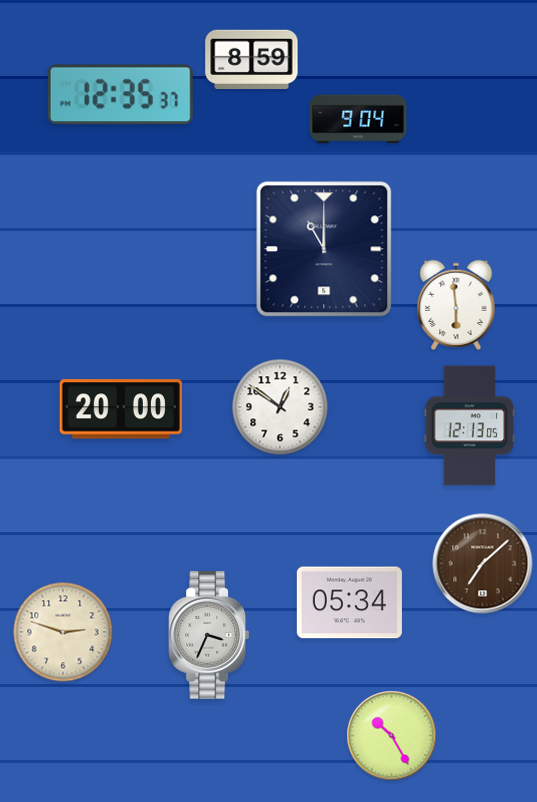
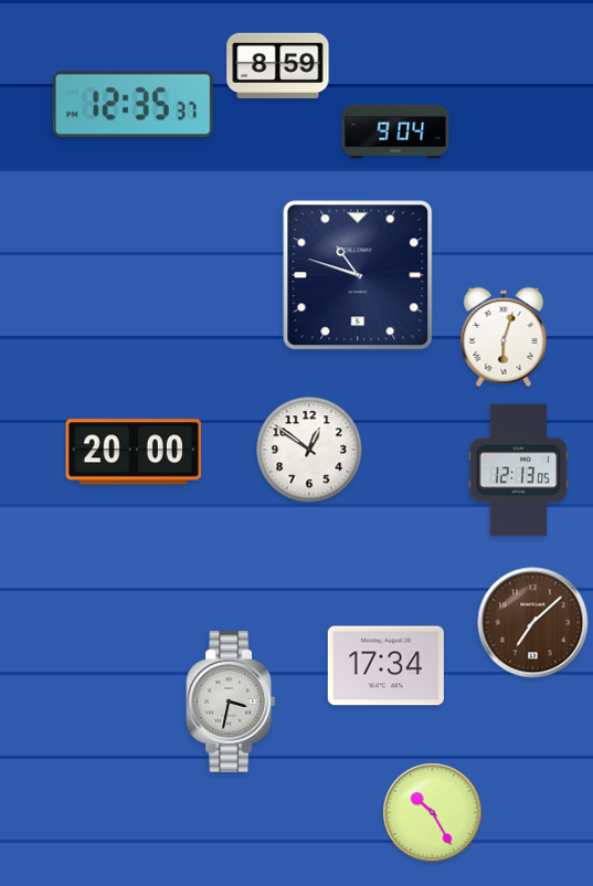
clock at (324, 249): 11:00 -> 10:48
clock at (456, 305): 5:59 -> 6:03
clock at (349, 603): 05:34 -> 17:34
clock at (63, 632): 2:48 -> none
clock at (209, 636): 3:34 -> 3:32
